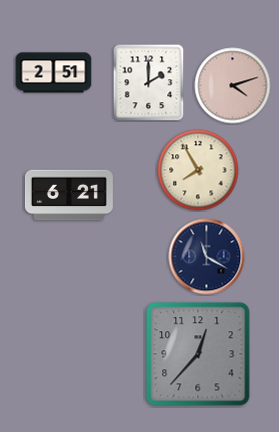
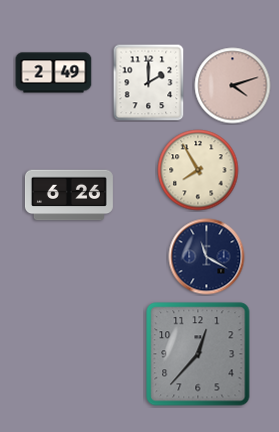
clock at (54, 73): 2:51 -> 2:49
clock at (69, 195): 6:21 -> 6:26
